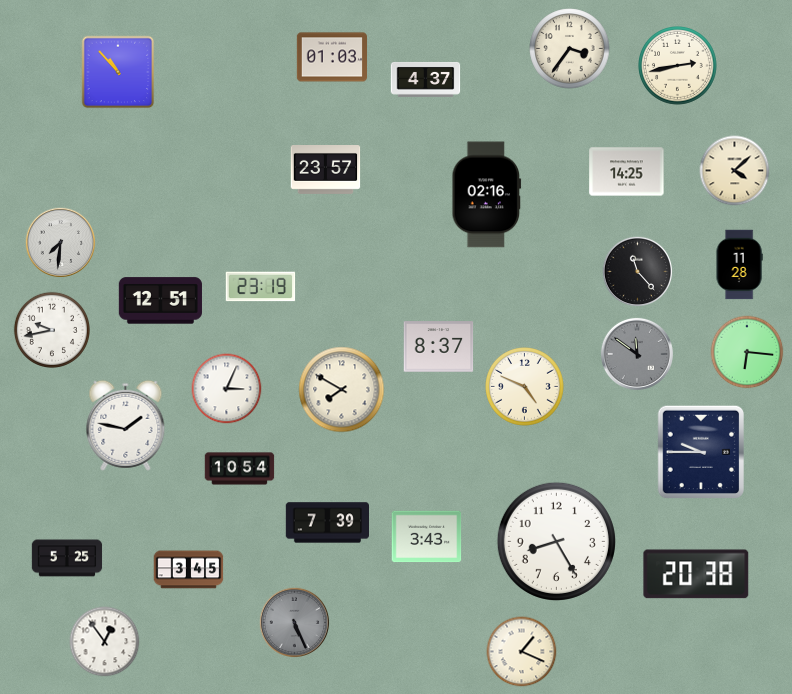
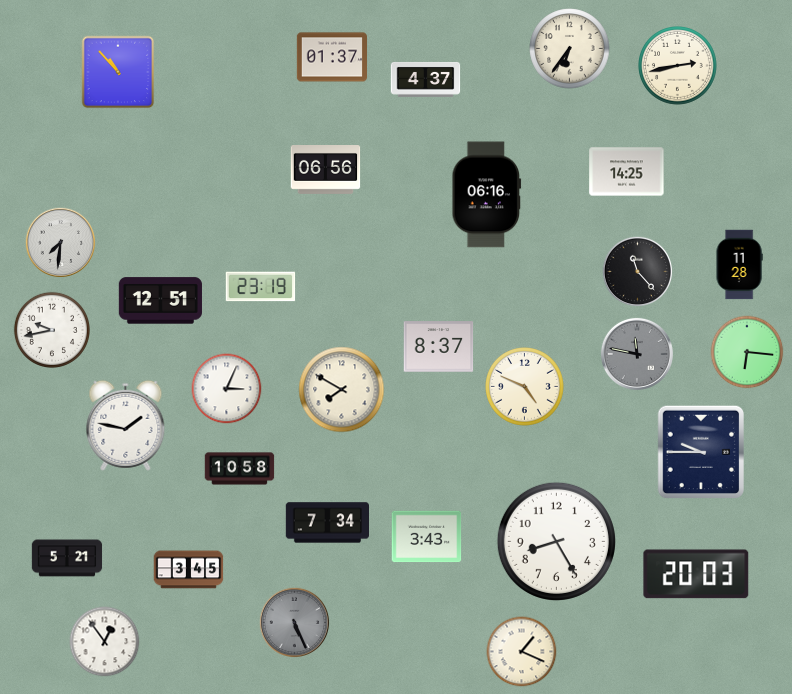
clock at (570, 49): 3:36 -> 6:36
clock at (332, 57): 01:03 -> 01:37
clock at (326, 170): 23:57 -> 06:56
clock at (735, 171): 4:08 -> none
clock at (487, 195): 02:16 -> 06:16
clock at (637, 354): 11:51 -> 11:47
clock at (240, 469): 10:54 -> 10:58
clock at (327, 523): 7:39 -> 7:34
clock at (67, 558): 5:25 -> 5:21
clock at (696, 574): 20:38 -> 20:03
